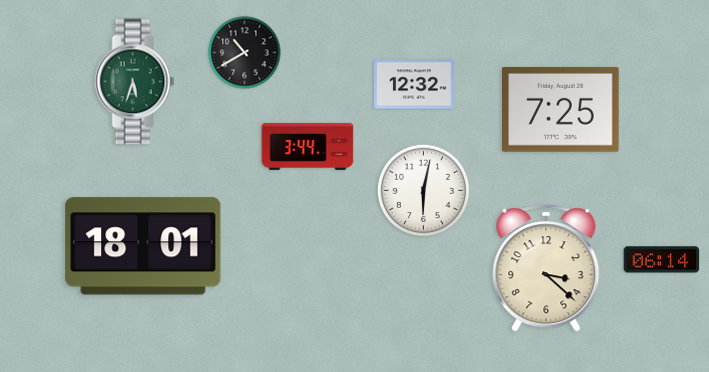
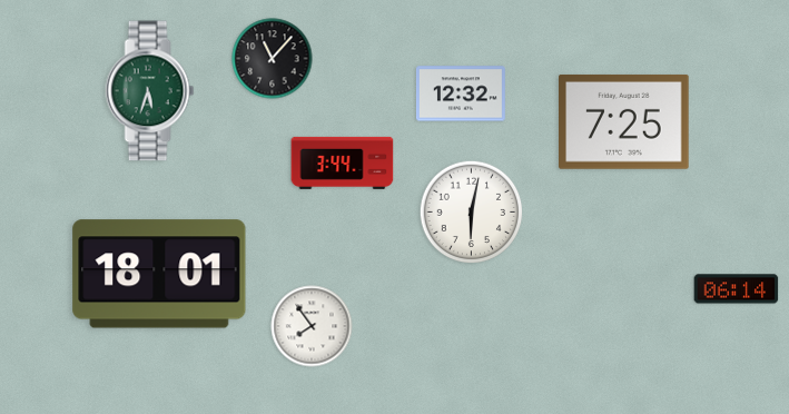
clock at (245, 53): 10:40 -> 11:07
clock at (546, 268): 3:22 -> none
clock at (312, 326): none -> 7:54
